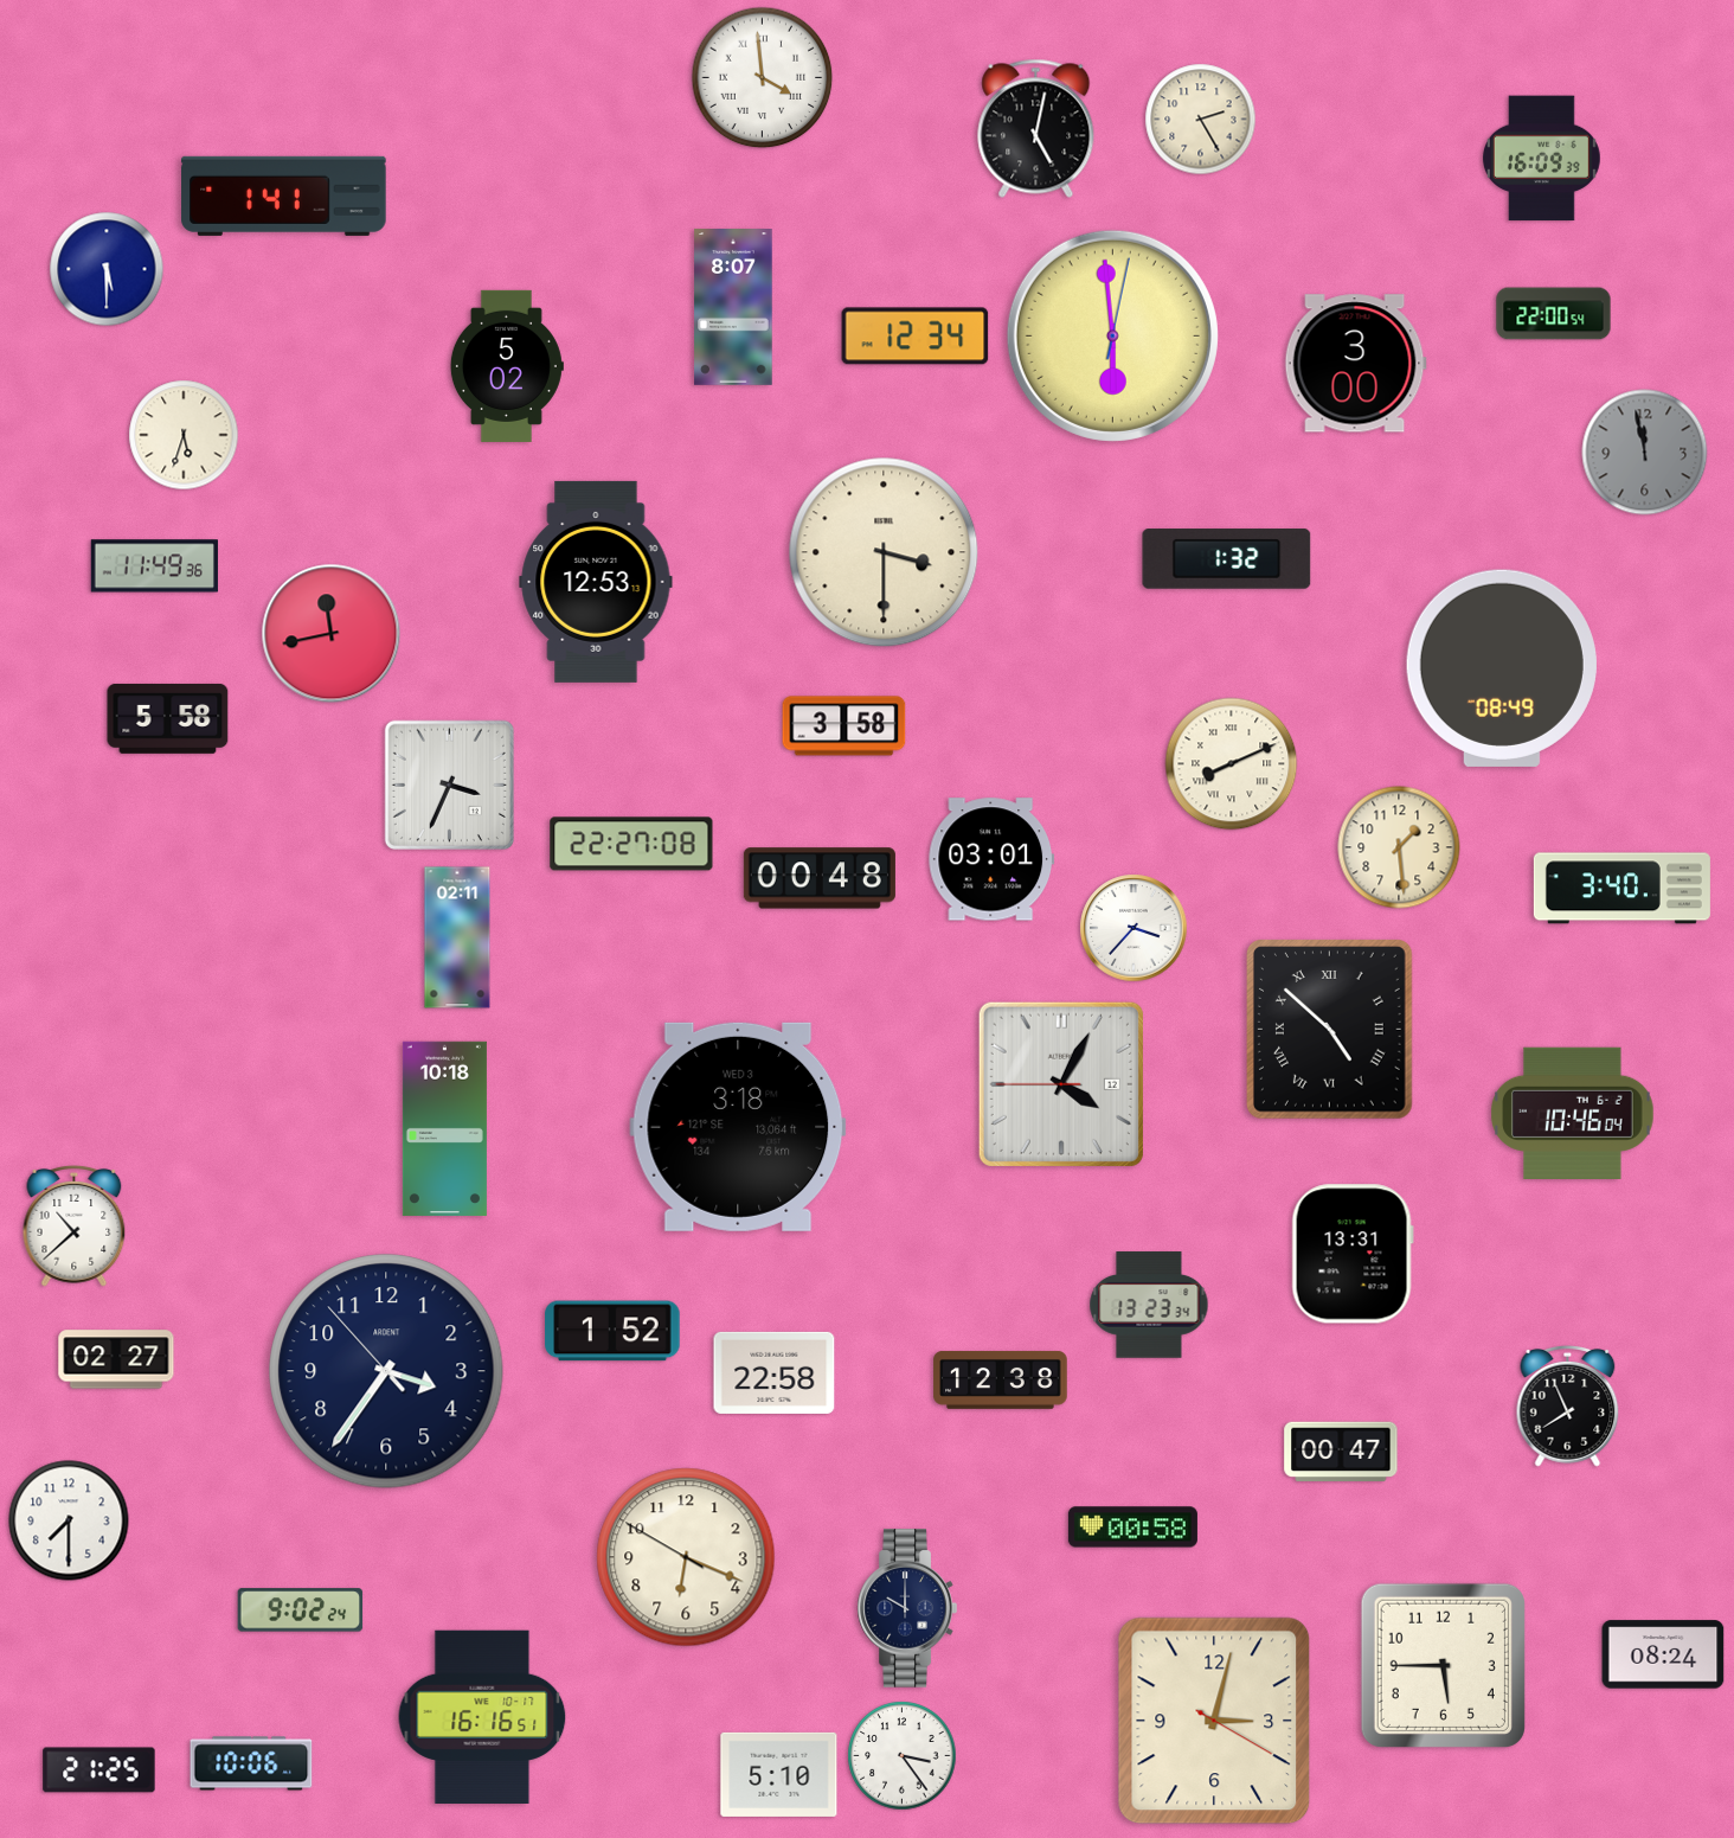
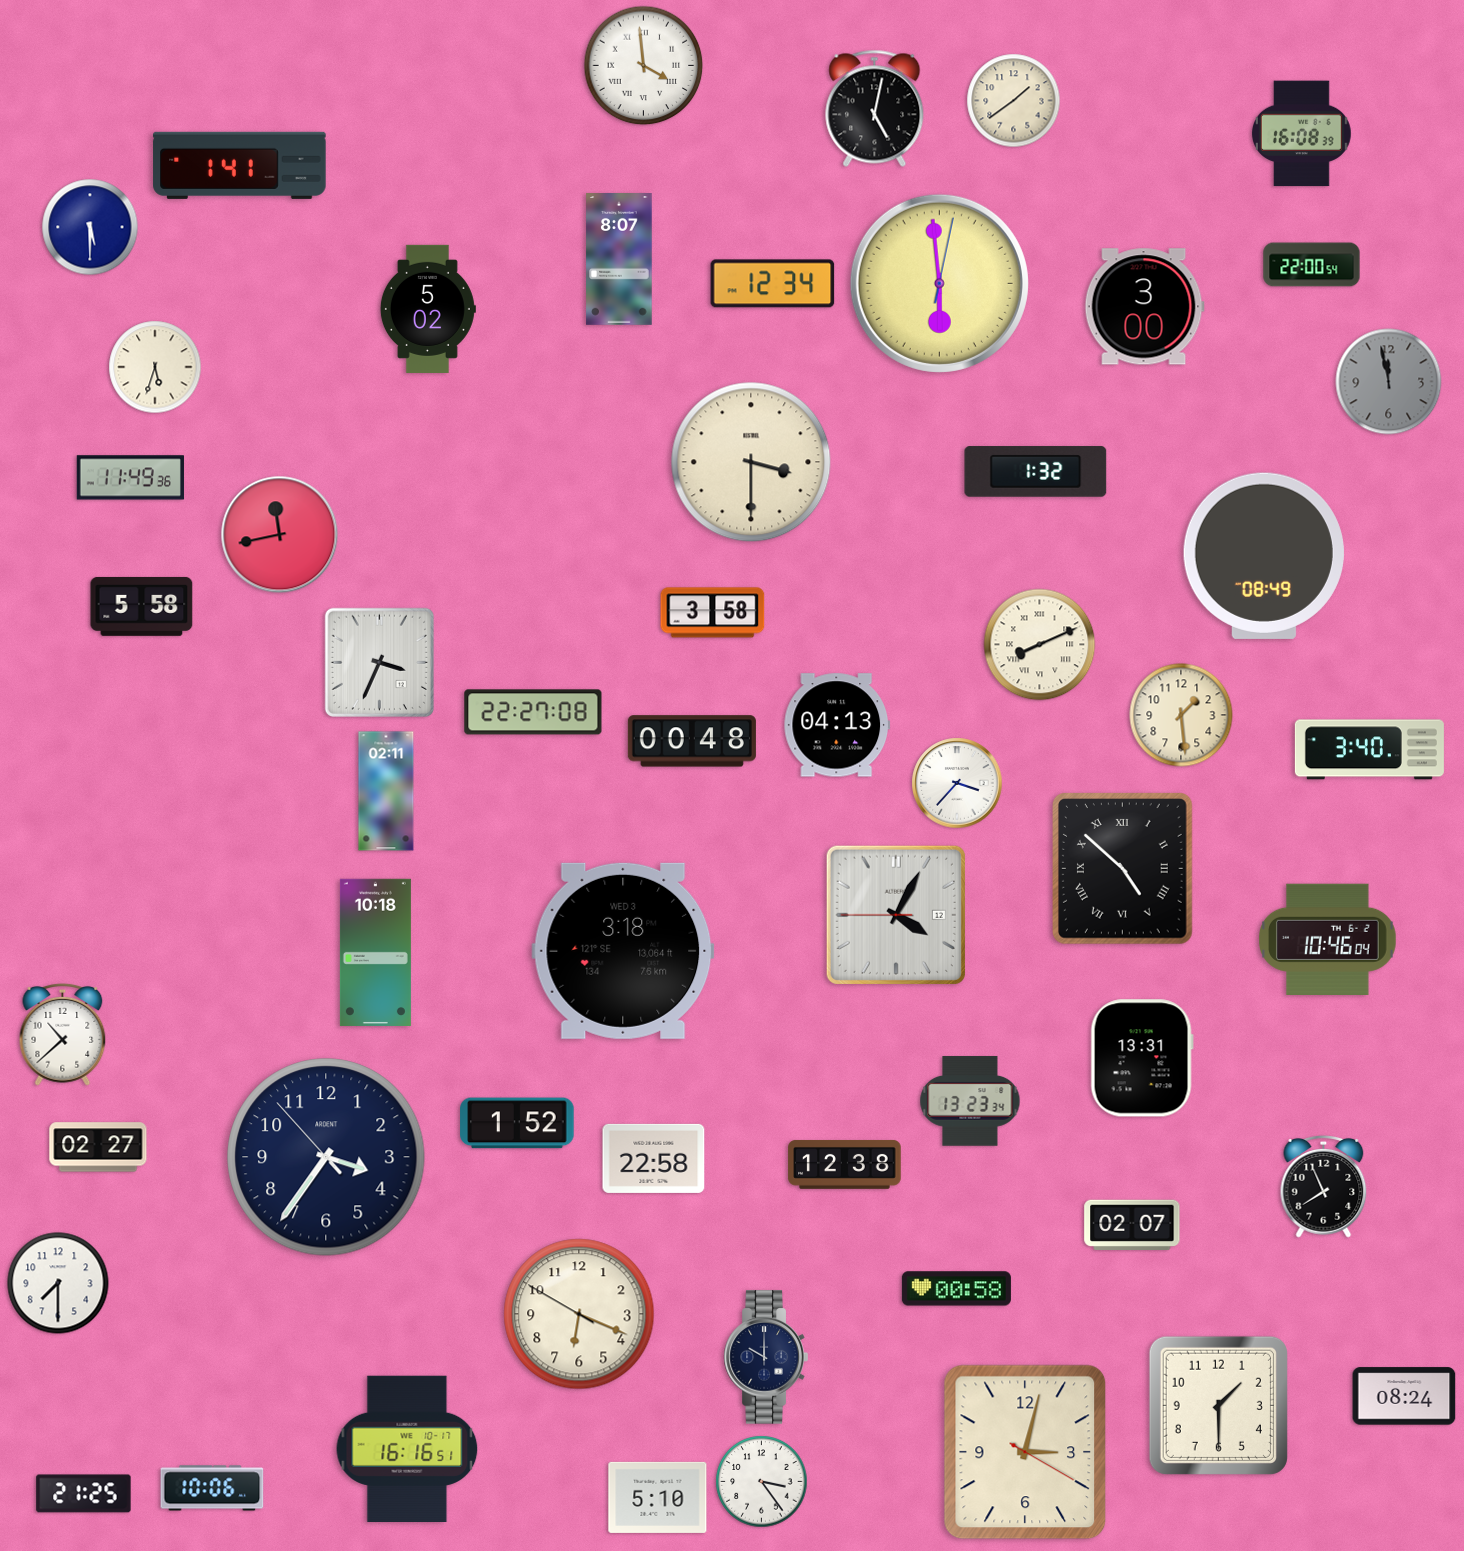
clock at (1201, 120): 2:25 -> 1:39
clock at (1541, 159): 16:09 -> 16:08
clock at (884, 552) position: (884, 552) -> (751, 462)
clock at (596, 582): 12:53 -> none
clock at (1502, 668) position: (1502, 668) -> (1264, 556)
clock at (991, 859): 03:01 -> 04:13
clock at (1341, 1450): 00:47 -> 02:07
clock at (301, 1610): 9:02 -> none
clock at (1443, 1665): 5:45 -> 1:30
